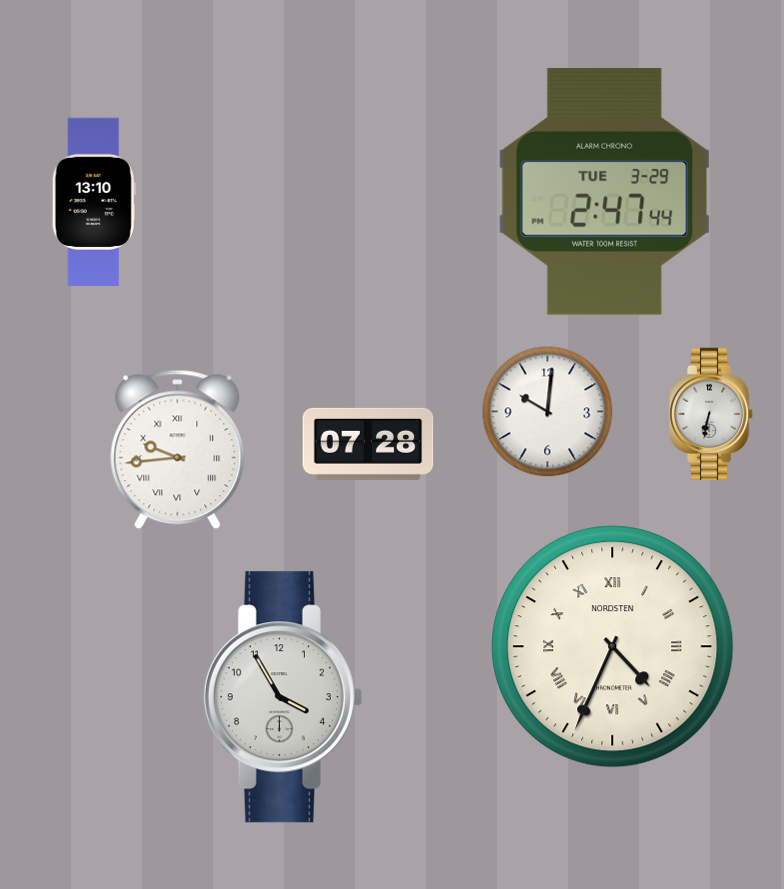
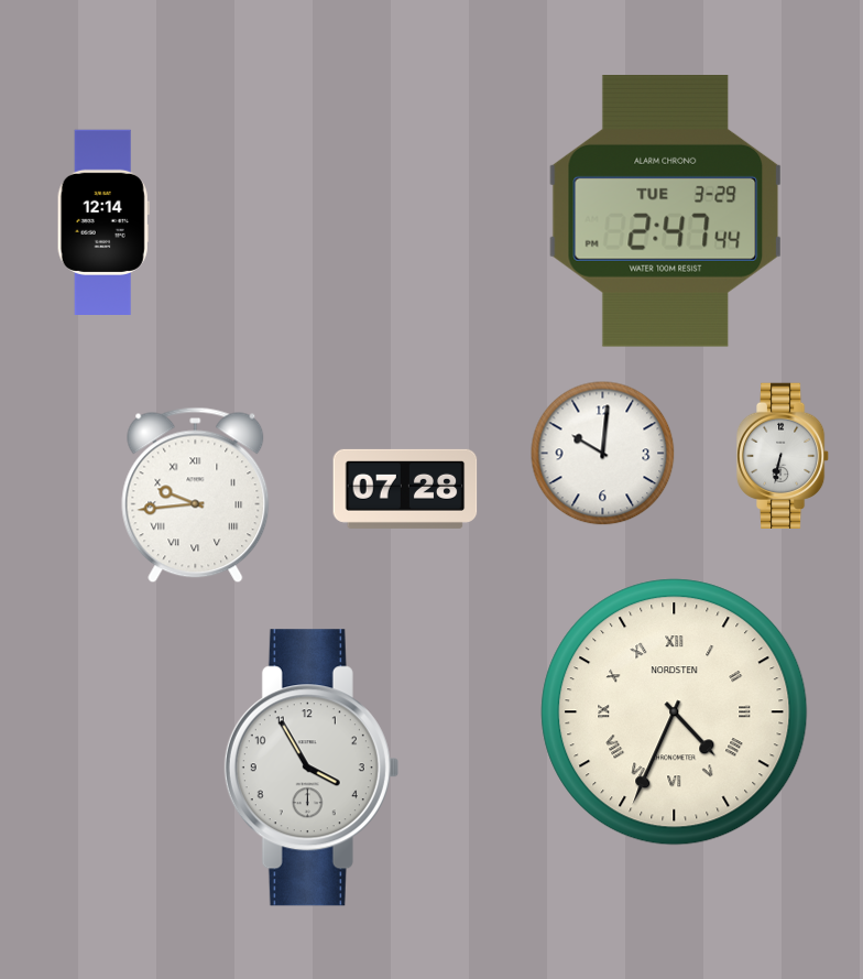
clock at (94, 201): 13:10 -> 12:14
